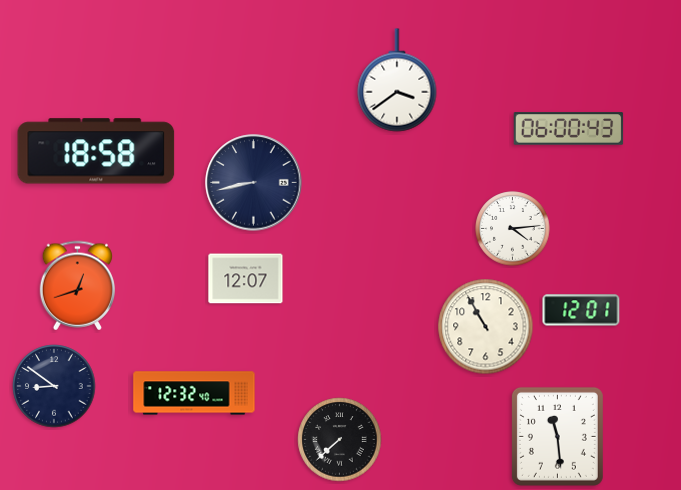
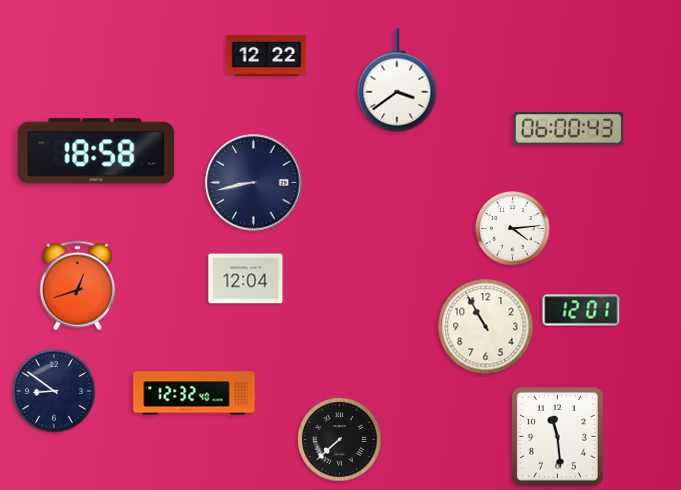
clock at (267, 55): none -> 12:22
clock at (246, 279): 12:07 -> 12:04
clock at (54, 386) position: (54, 386) -> (54, 391)
